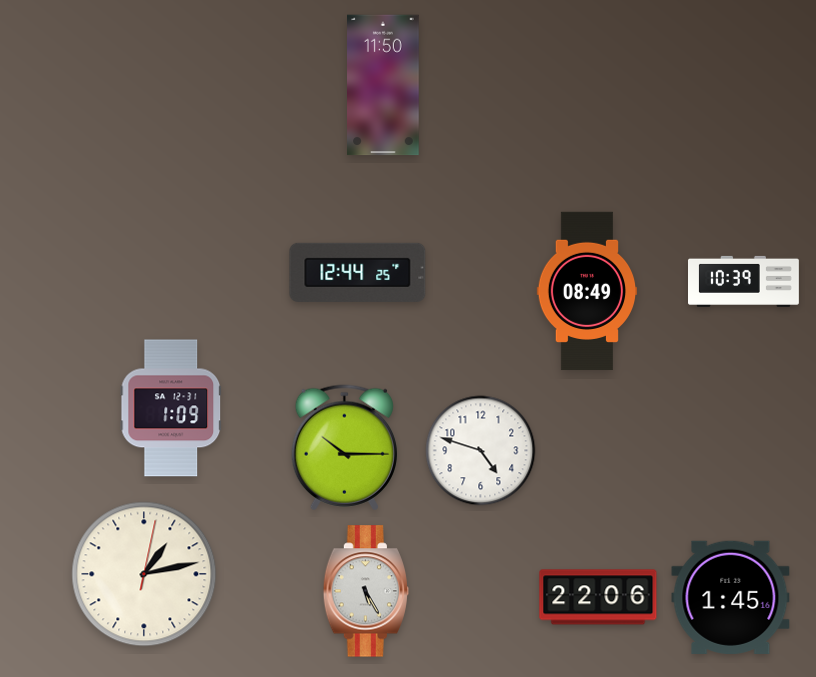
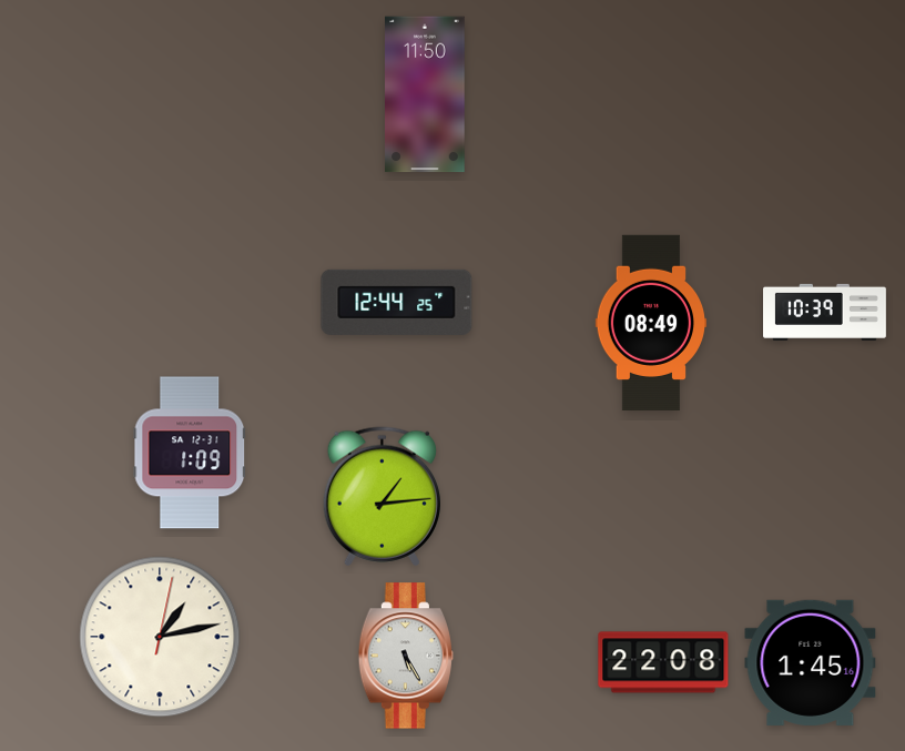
clock at (344, 448): 10:15 -> 1:14
clock at (481, 451): 4:48 -> none
clock at (598, 597): 22:06 -> 22:08
